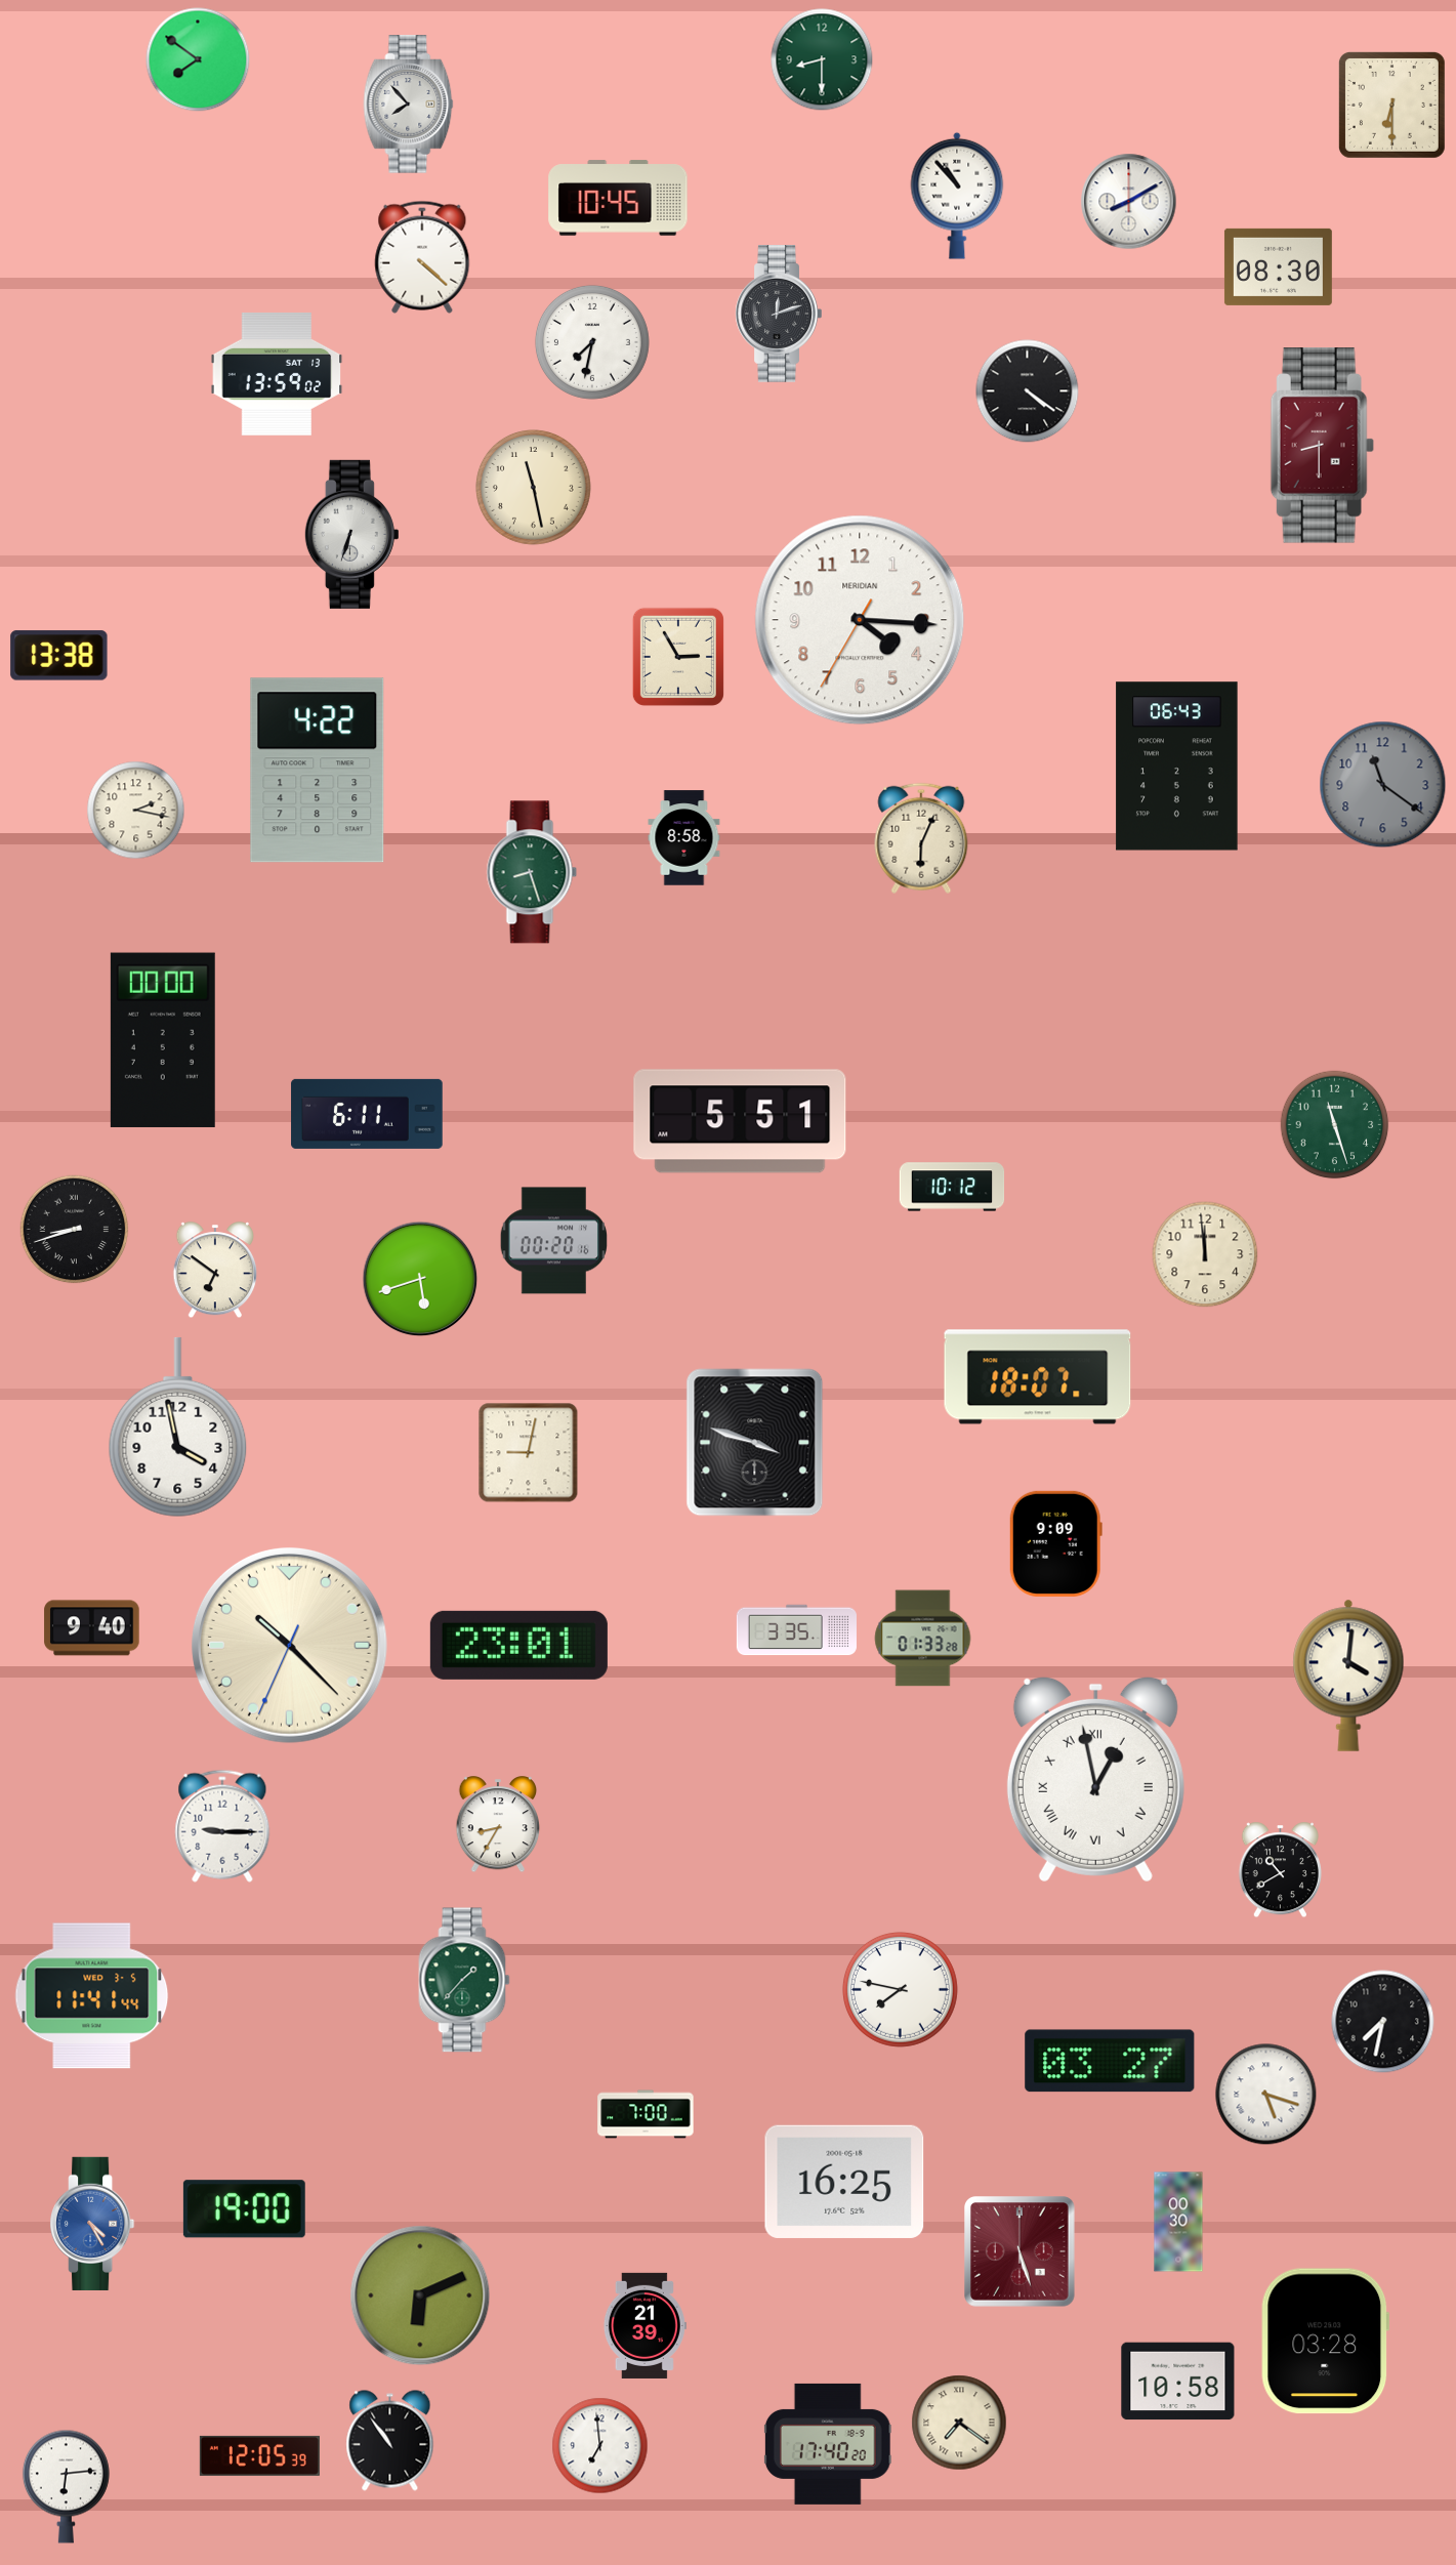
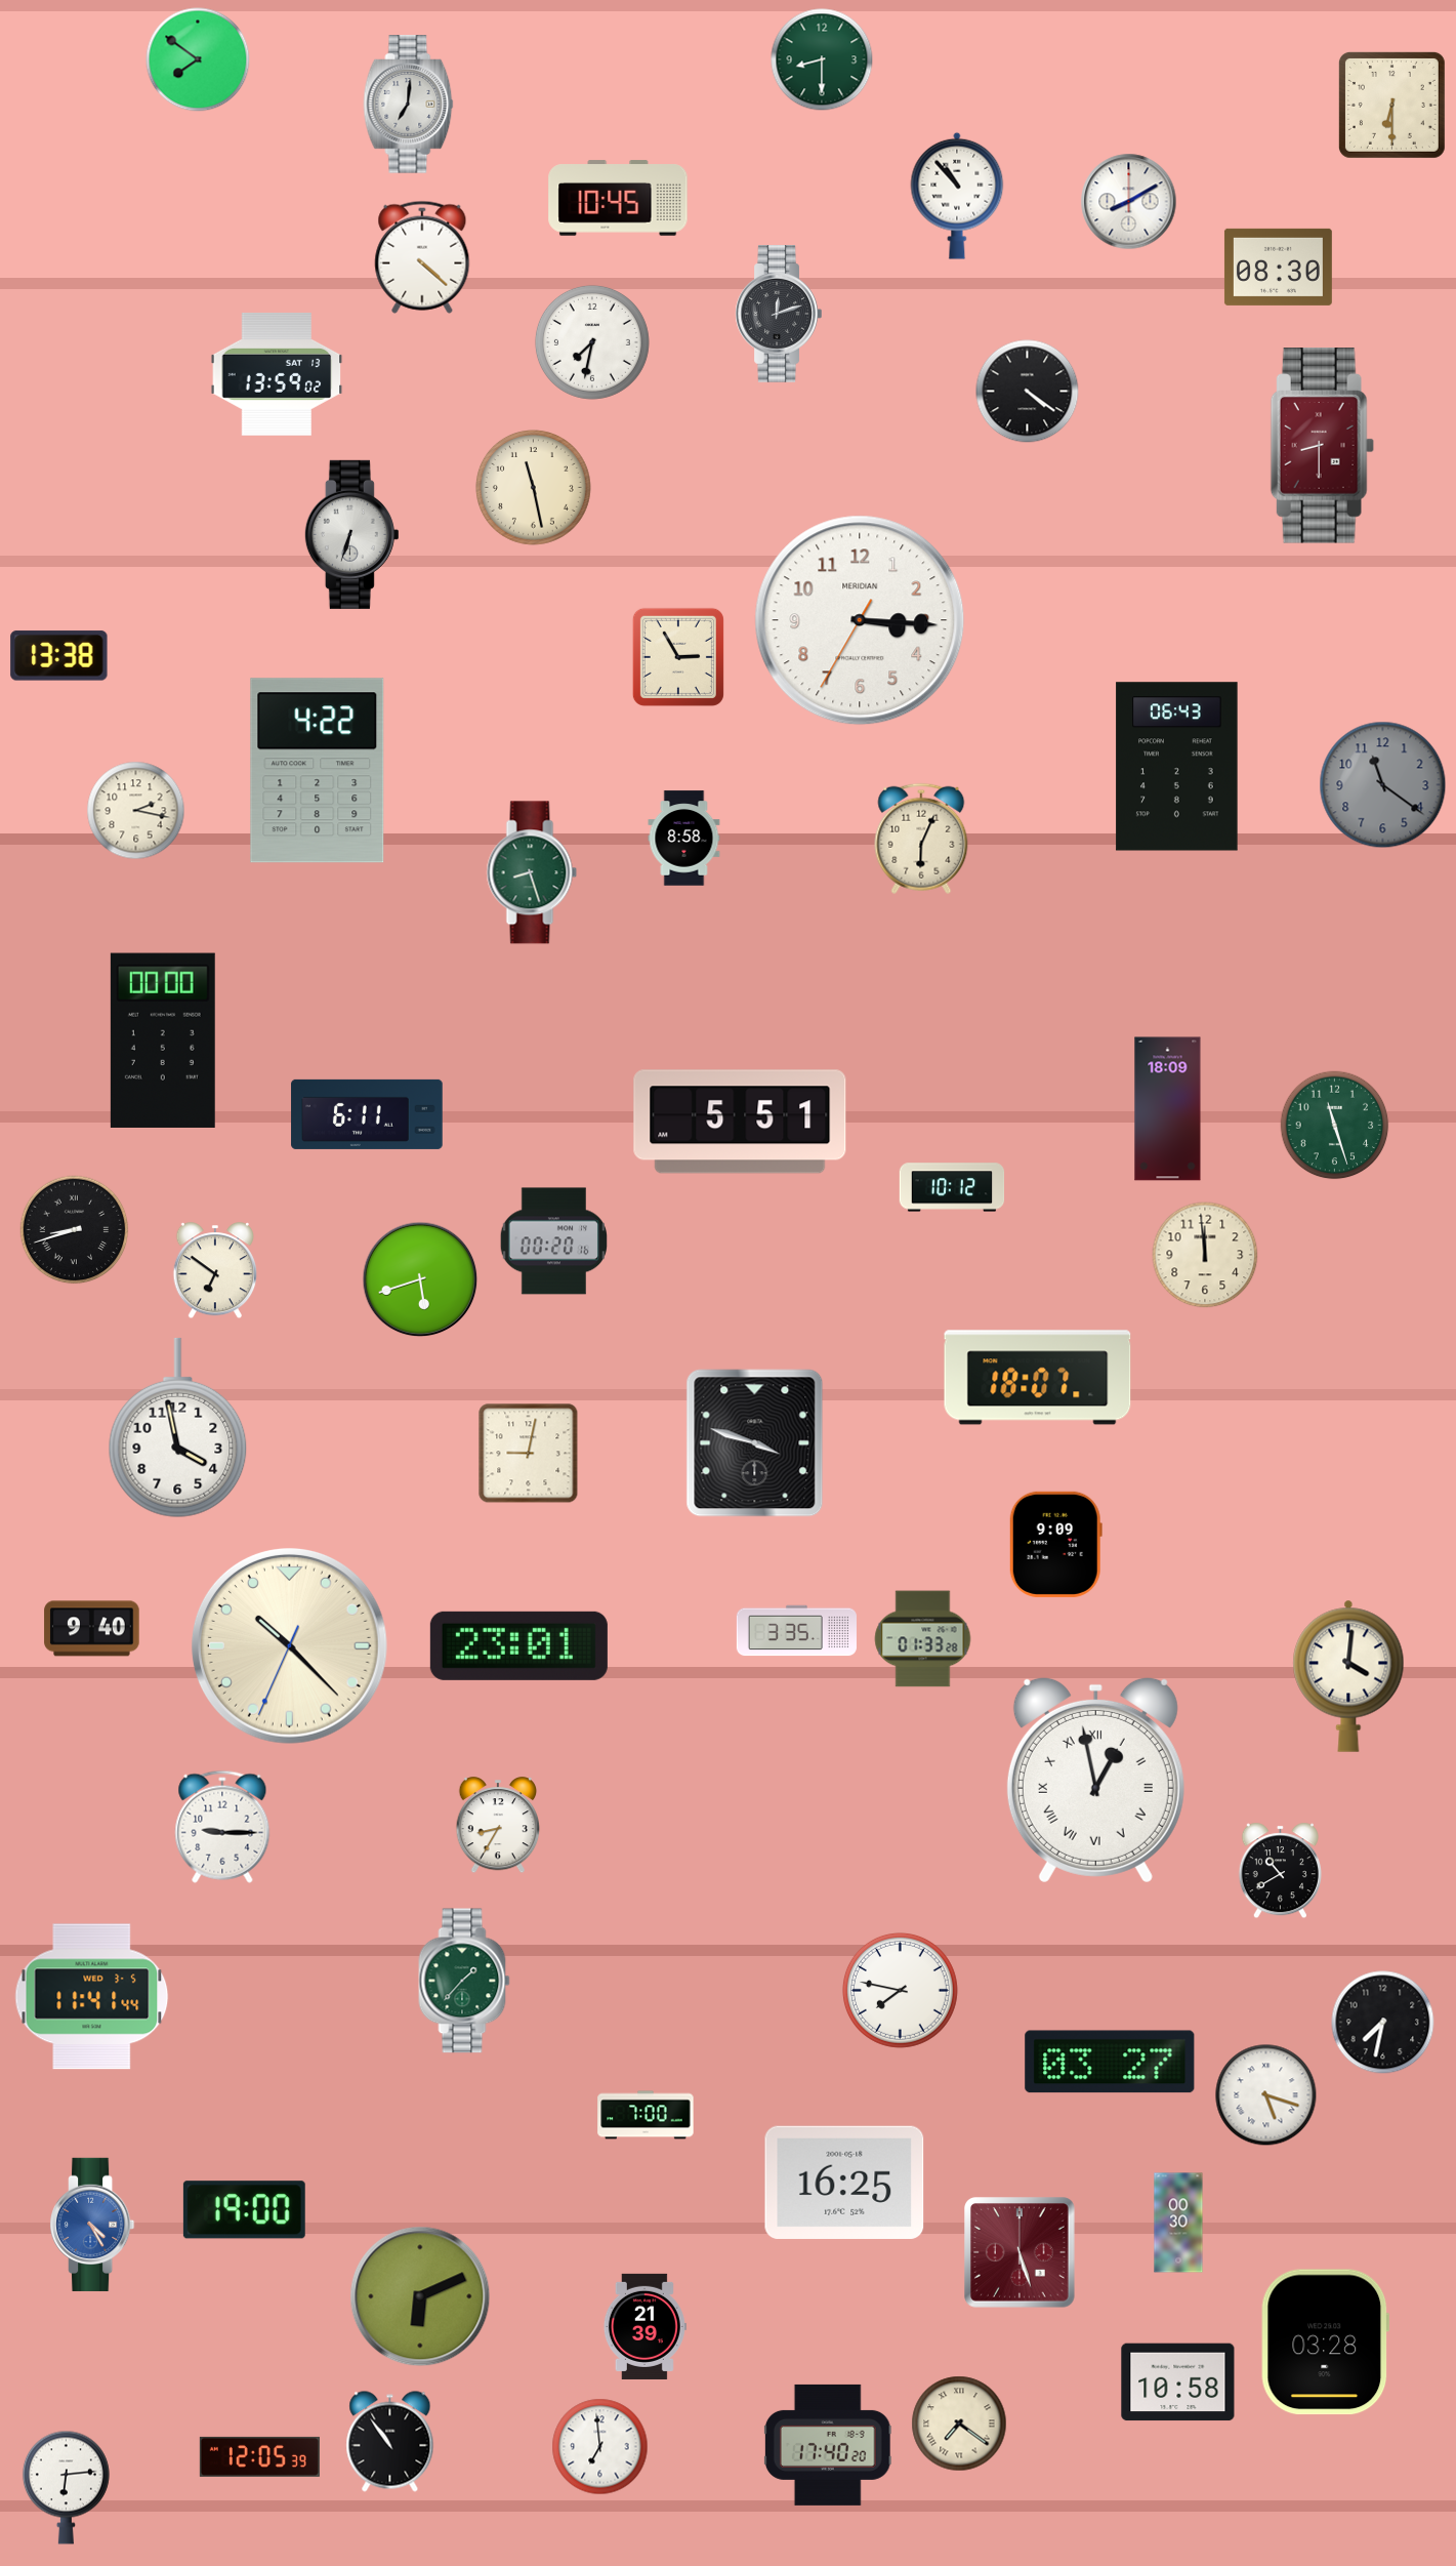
clock at (409, 105): 7:53 -> 7:01
clock at (860, 620): 4:15 -> 3:15
clock at (1168, 1109): none -> 18:09
